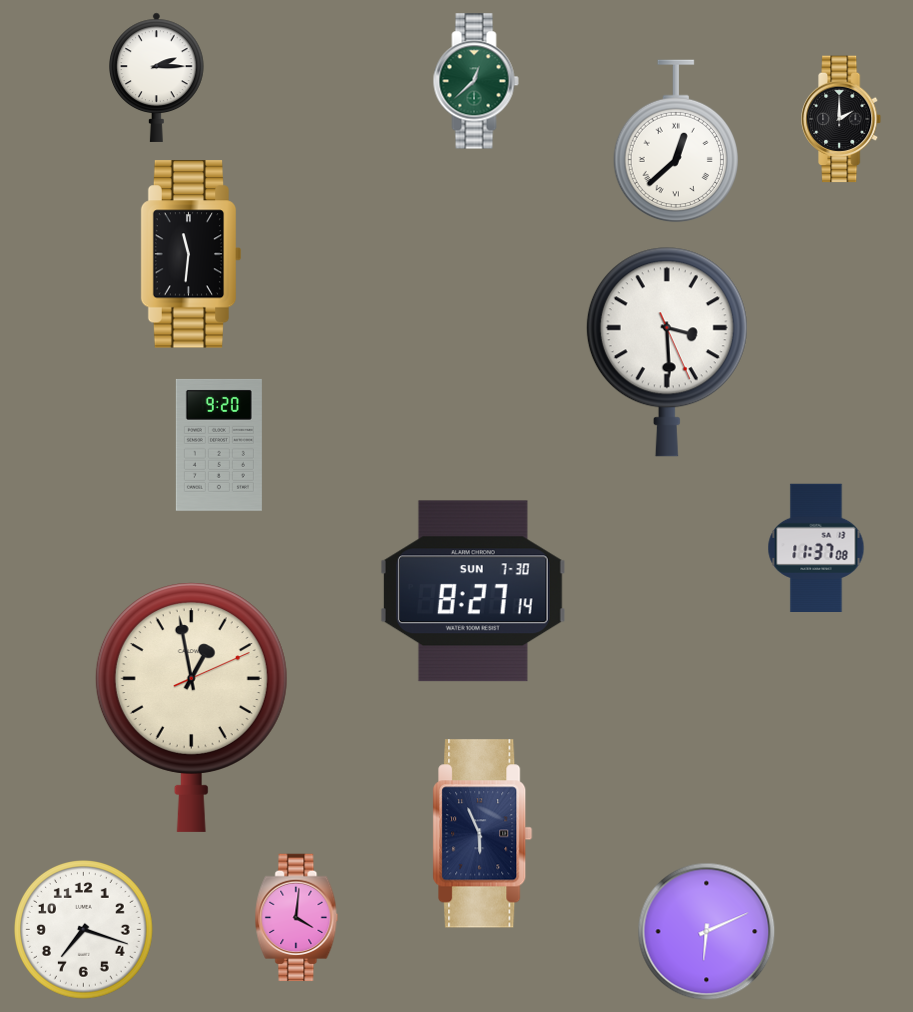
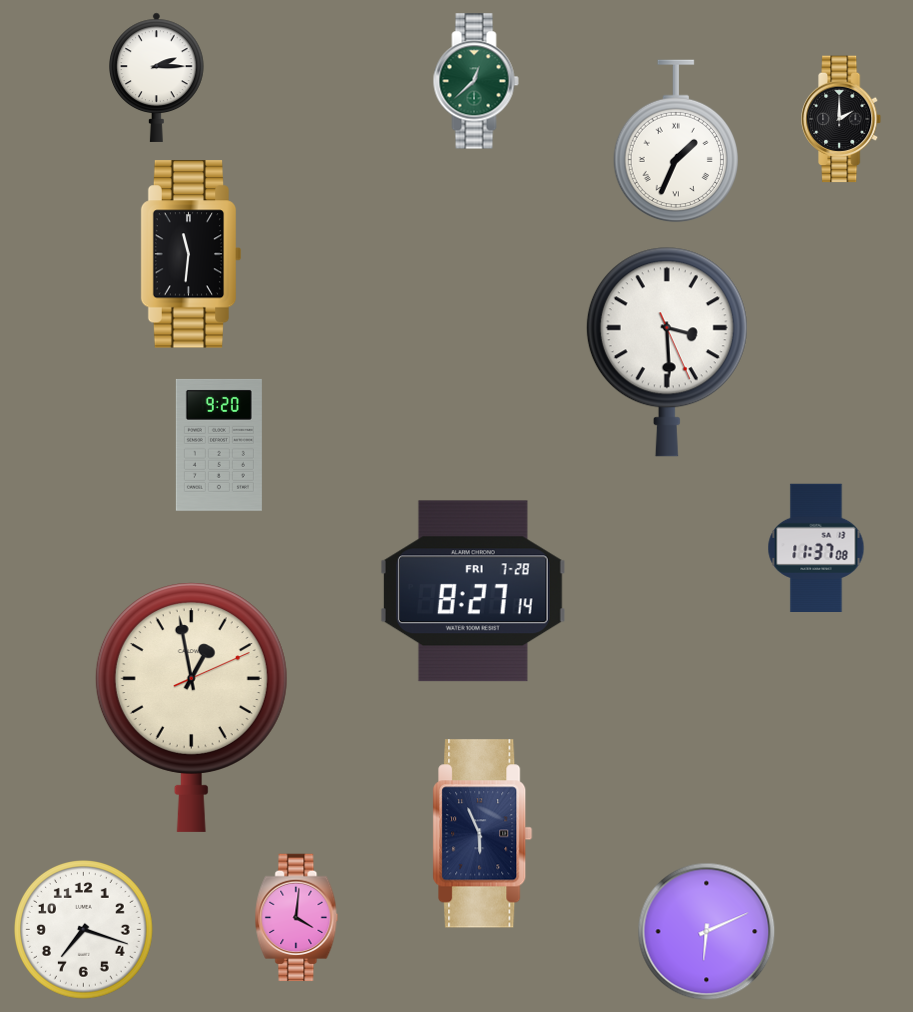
clock at (676, 141): 12:38 -> 1:34
clock at (473, 591) date: SUN 7-30 -> FRI 7-28
